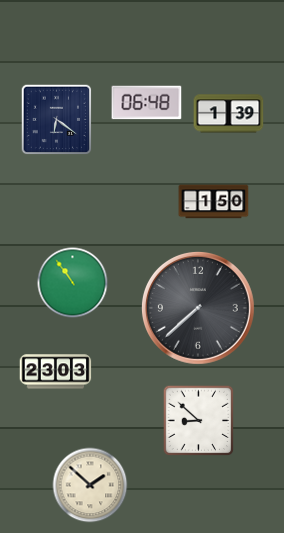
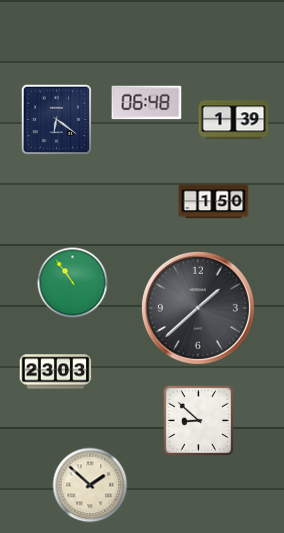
clock at (229, 114) position: (229, 114) -> (234, 120)
clock at (198, 308): 7:38 -> 1:38
